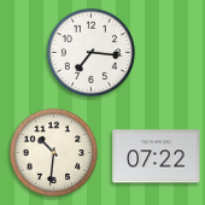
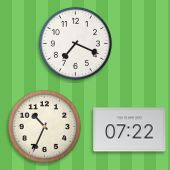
clock at (90, 52): 7:16 -> 7:19
clock at (53, 152): 10:31 -> 10:34
